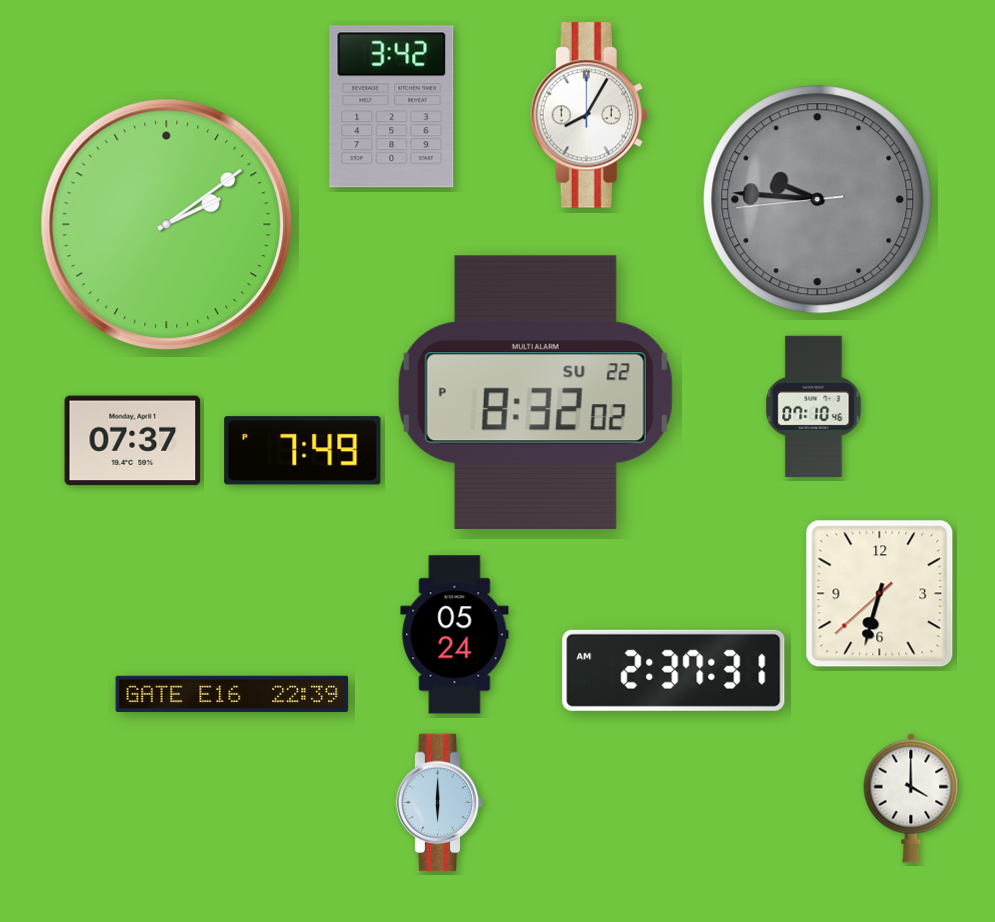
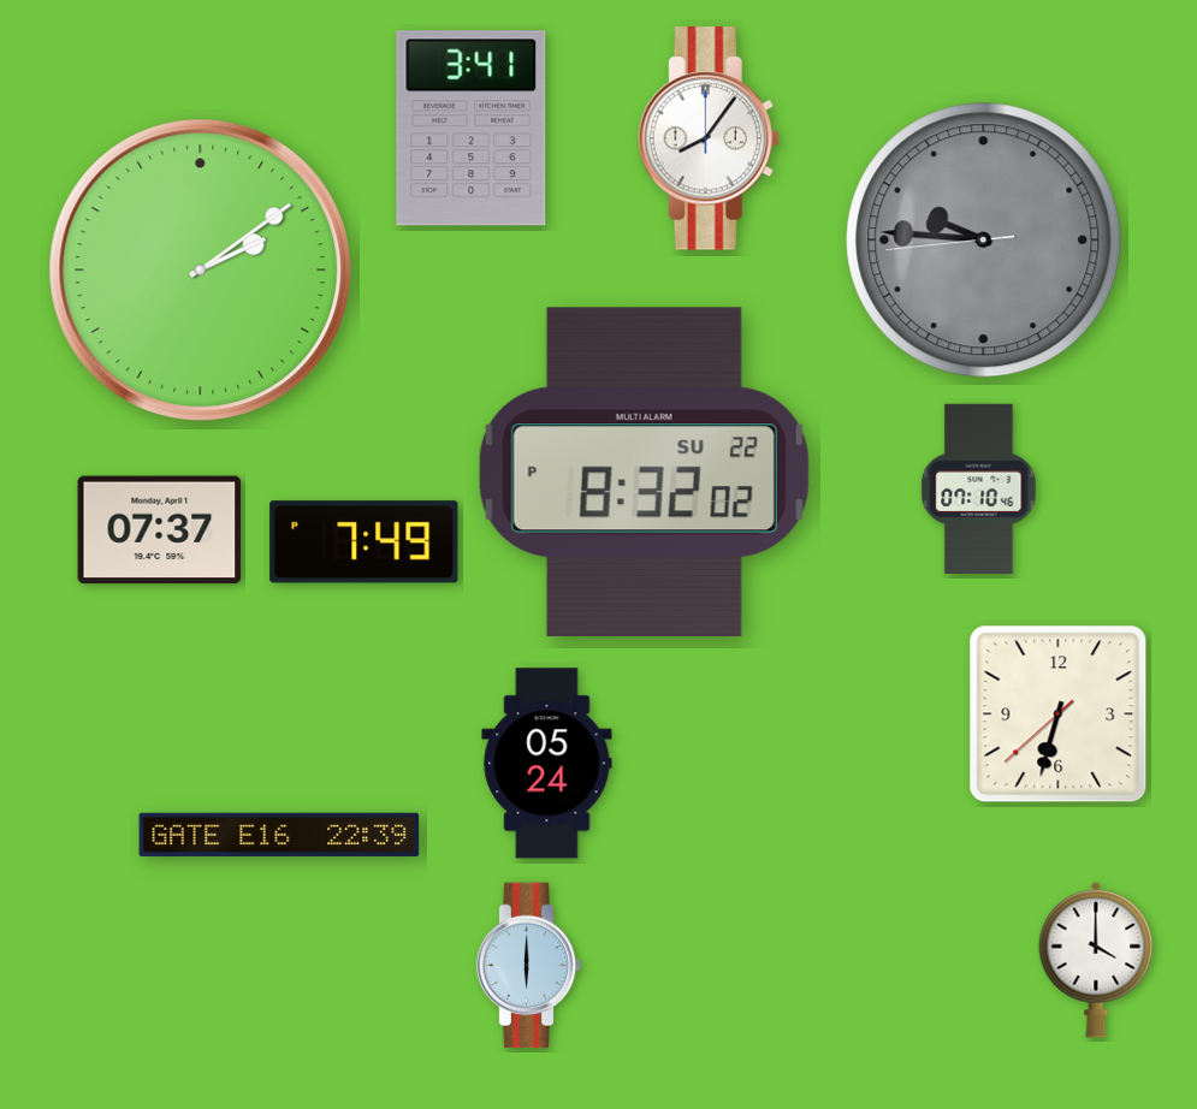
clock at (392, 107): 3:42 -> 3:41
clock at (589, 115): 8:05 -> 8:06
clock at (674, 670): 2:37 -> none
